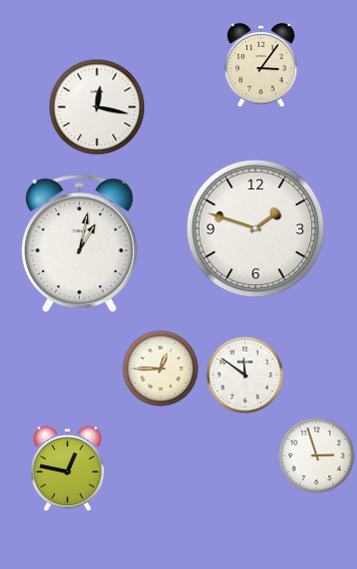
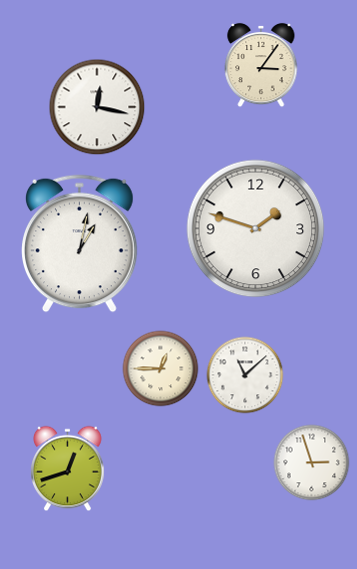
clock at (245, 375): 11:51 -> 11:08
clock at (317, 456) position: (317, 456) -> (312, 463)
clock at (68, 469): 12:47 -> 12:42
